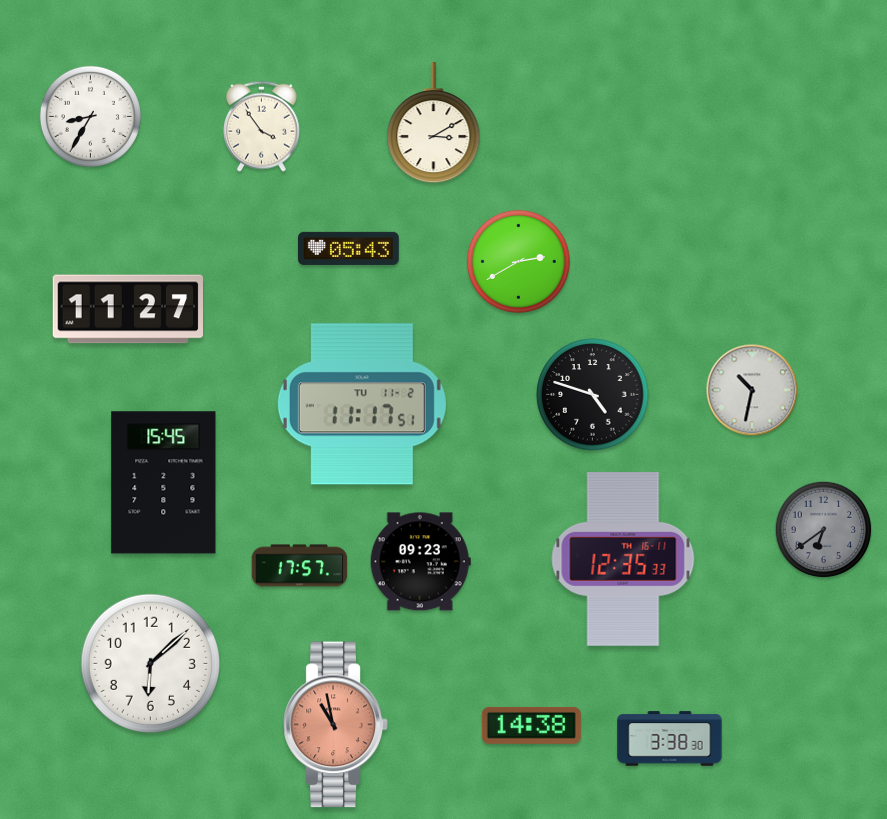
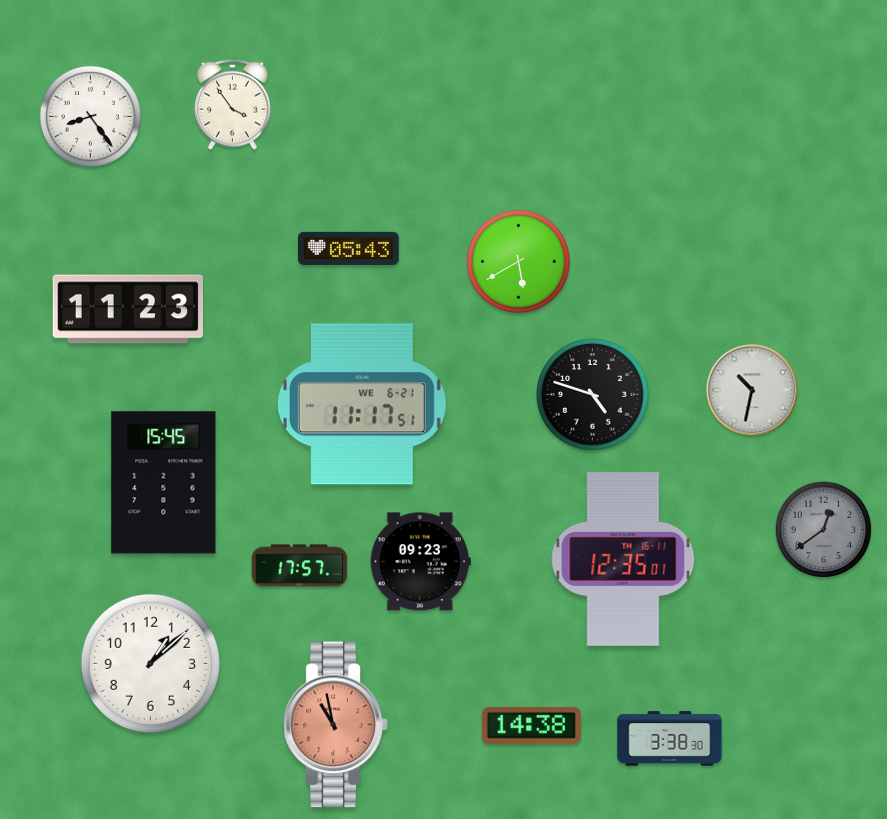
clock at (90, 116): 8:35 -> 8:24
clock at (434, 123): 3:10 -> none
clock at (262, 126) position: (262, 126) -> (233, 104)
clock at (518, 261): 2:40 -> 5:40
clock at (127, 309): 11:27 -> 11:23
clock at (362, 404) date: TU 11-2 -> WE 6-21
clock at (824, 530): 6:39 -> 12:39
clock at (623, 560): 12:35:33 -> 12:35:01
clock at (150, 663): 6:08 -> 1:08
